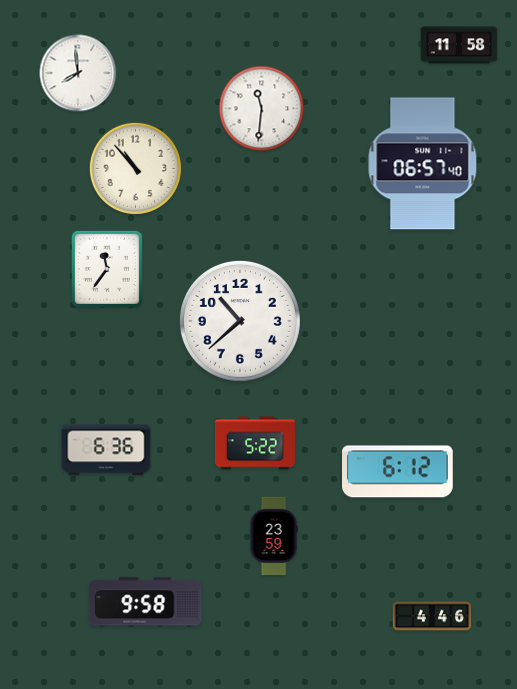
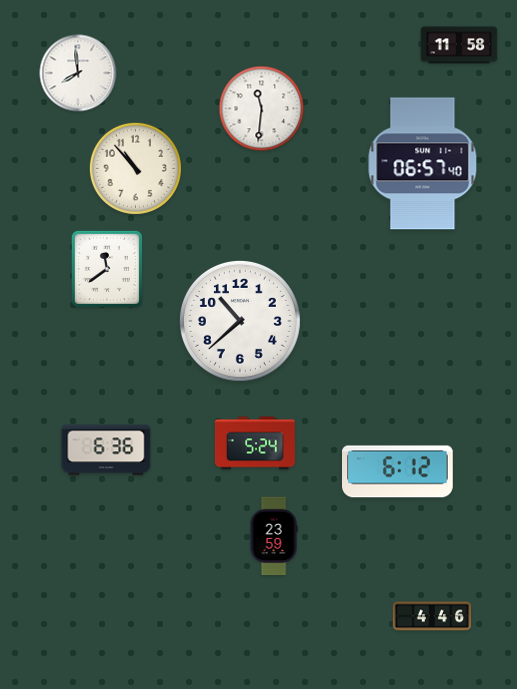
clock at (107, 269): 11:36 -> 11:39
clock at (255, 443): 5:22 -> 5:24
clock at (146, 602): 9:58 -> none
